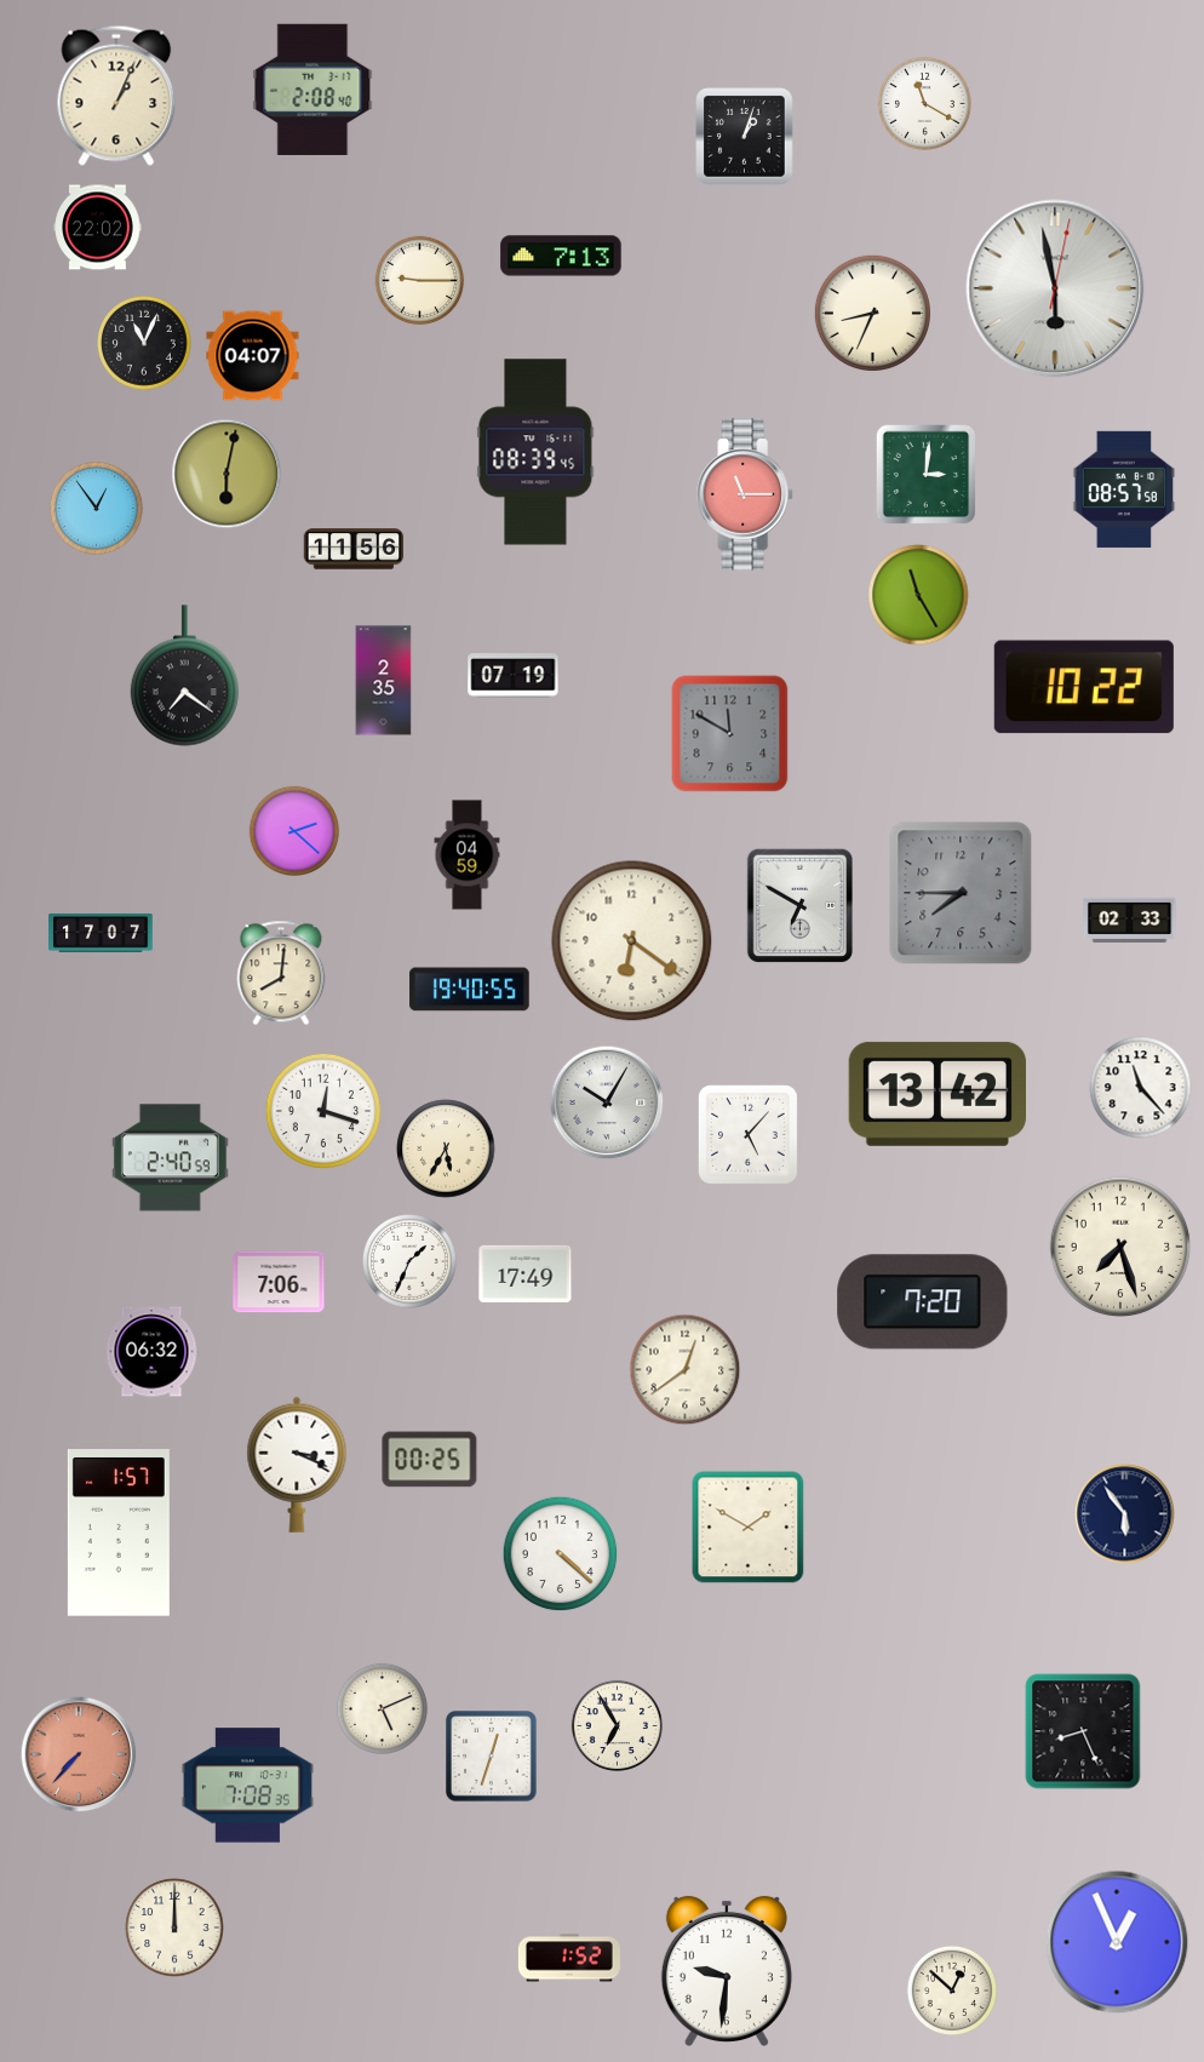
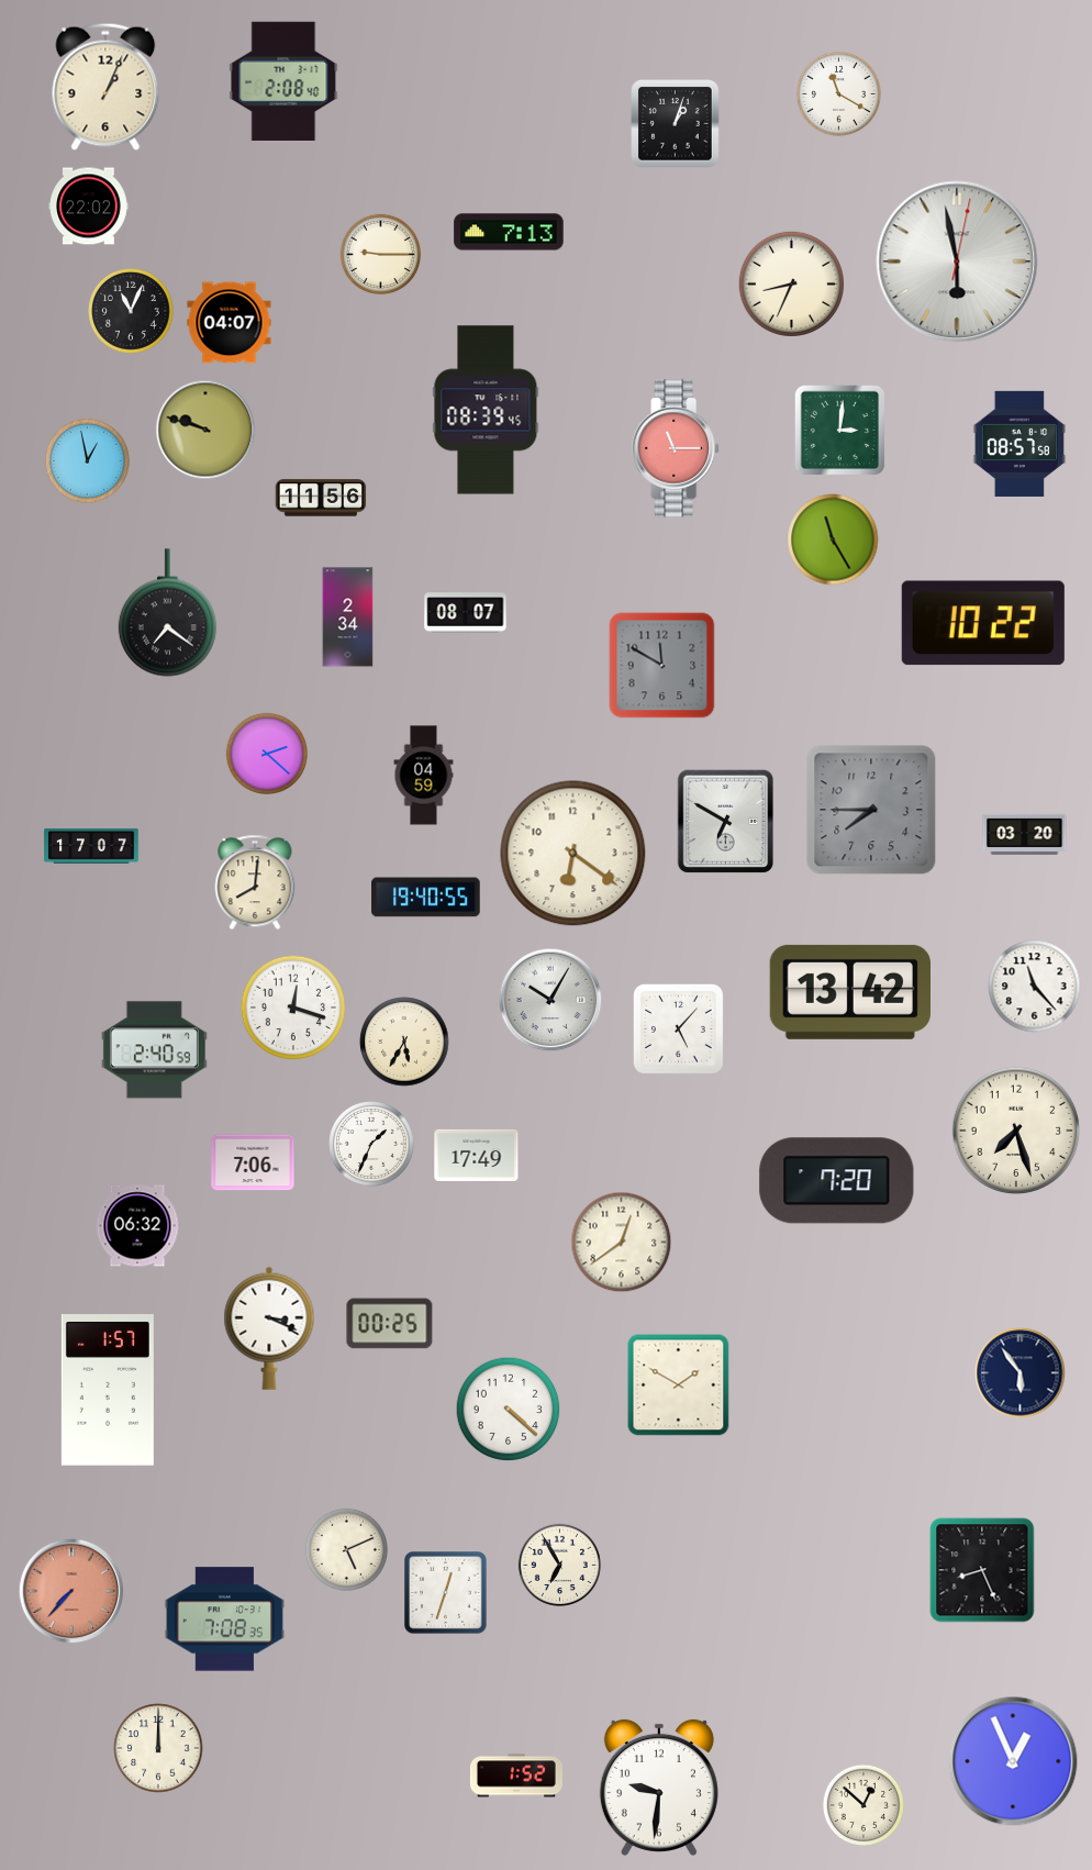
clock at (227, 474): 6:02 -> 9:48
clock at (96, 508): 12:54 -> 12:58
clock at (514, 676): 07:19 -> 08:07
clock at (384, 681): 2:35 -> 2:34
clock at (1130, 920): 02:33 -> 03:20
